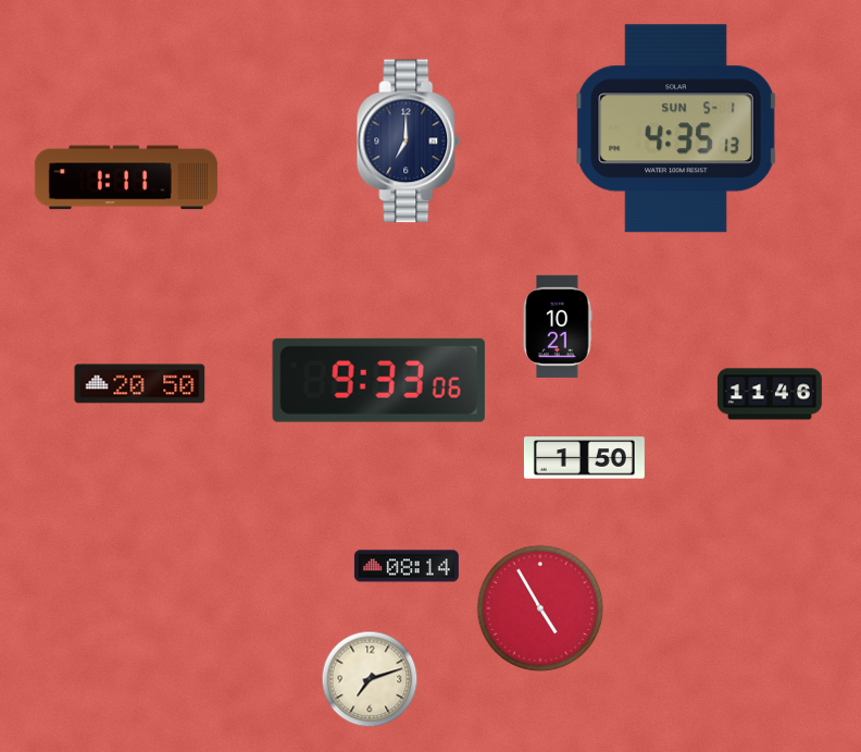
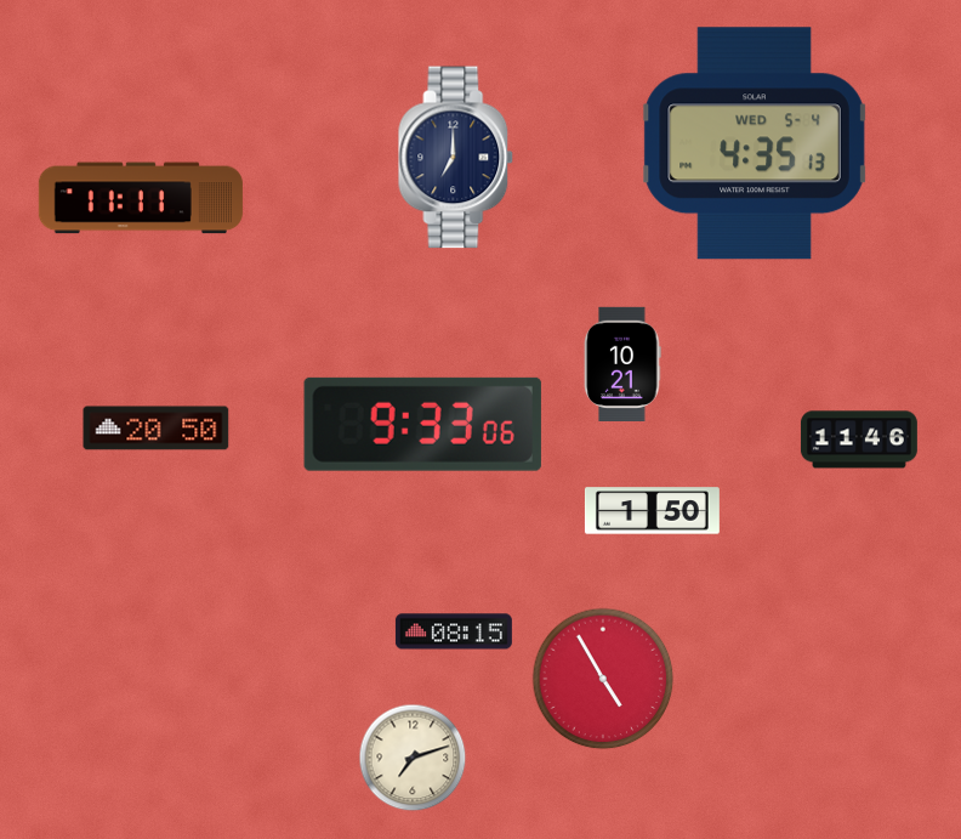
clock at (676, 128) date: SUN 5-1 -> WED 5-4
clock at (126, 177): 1:11 -> 11:11
clock at (407, 566): 08:14 -> 08:15
